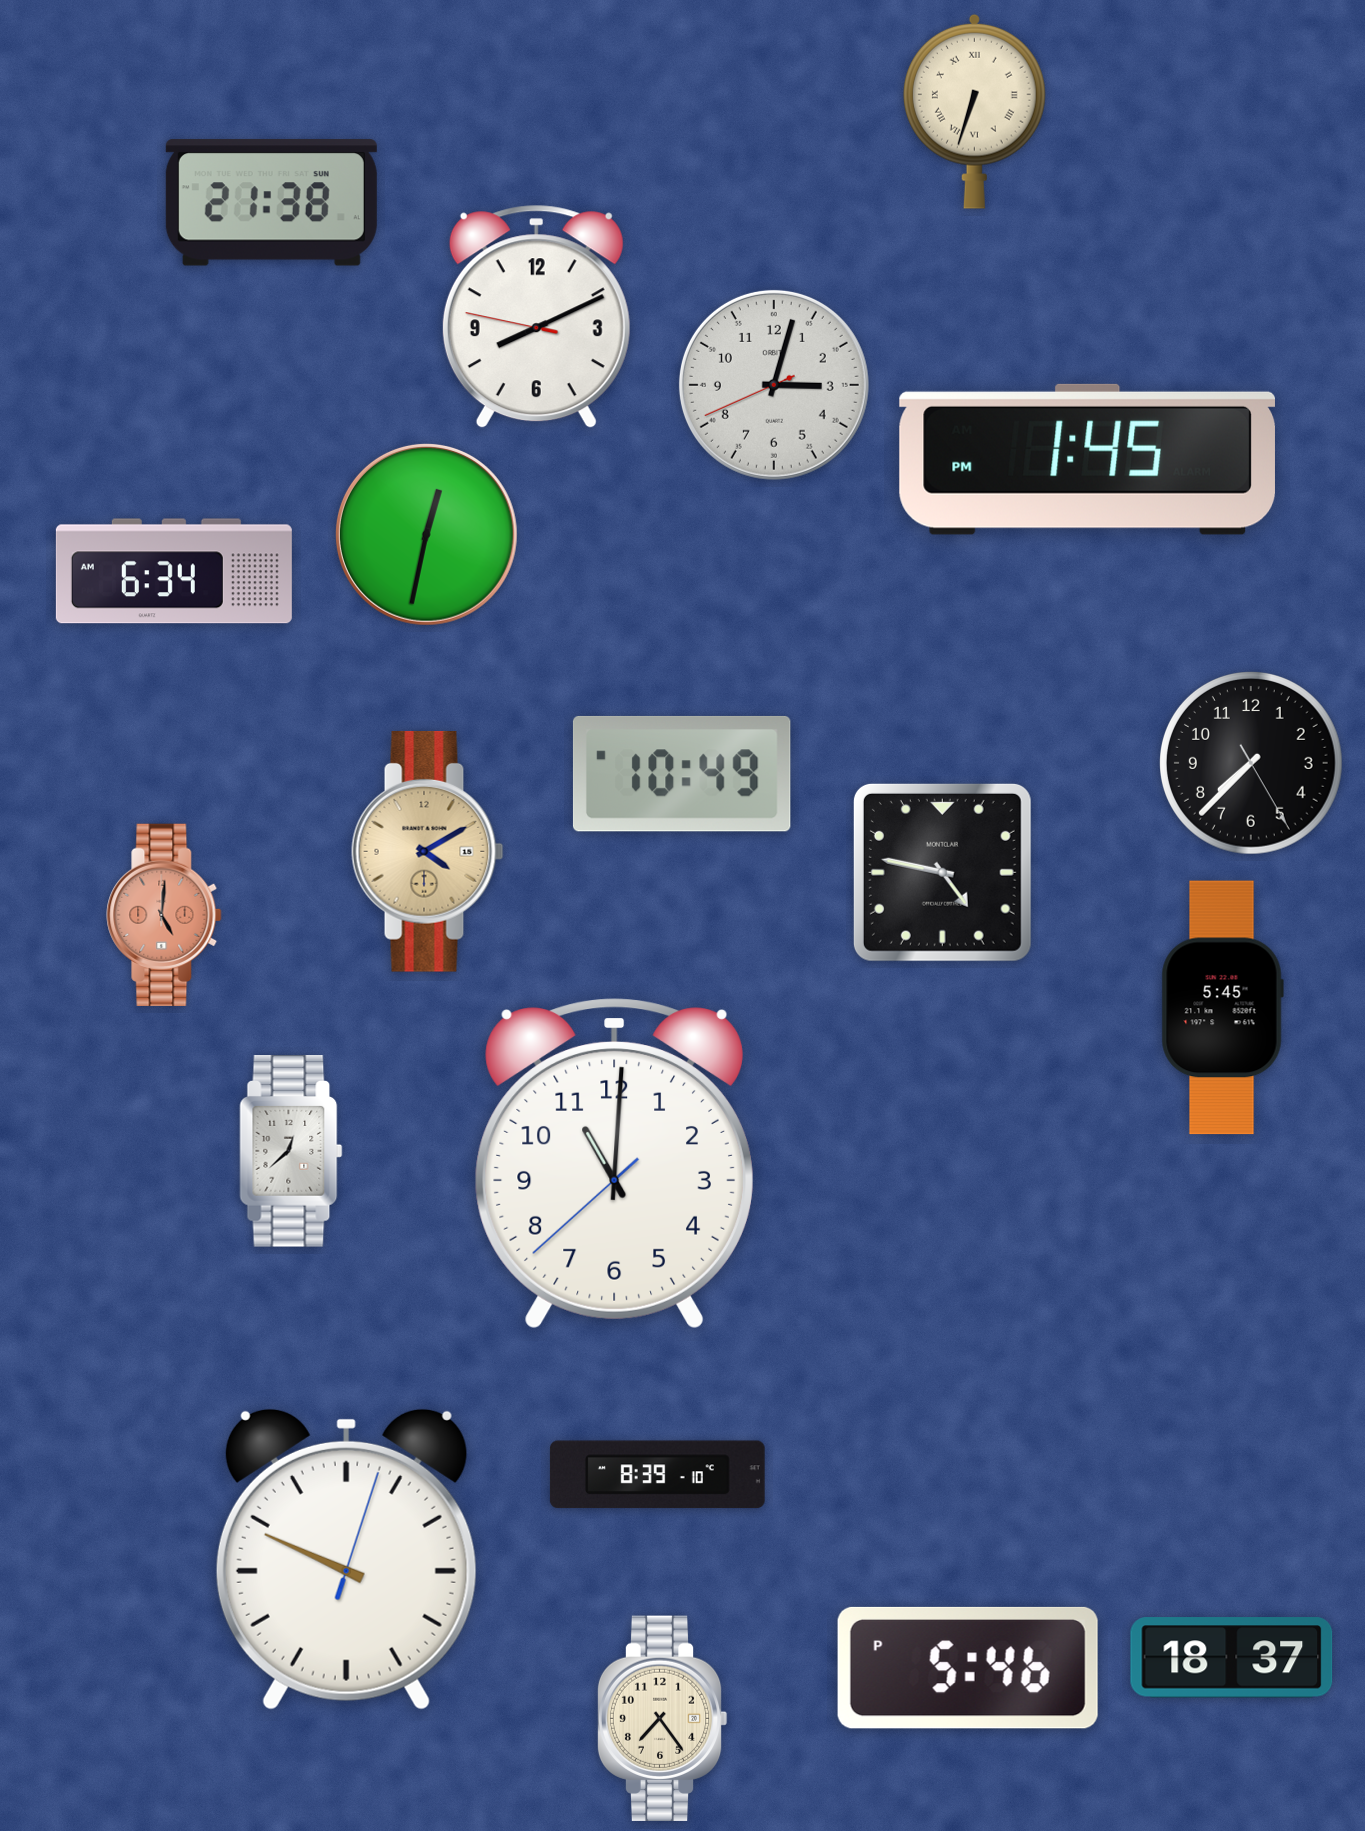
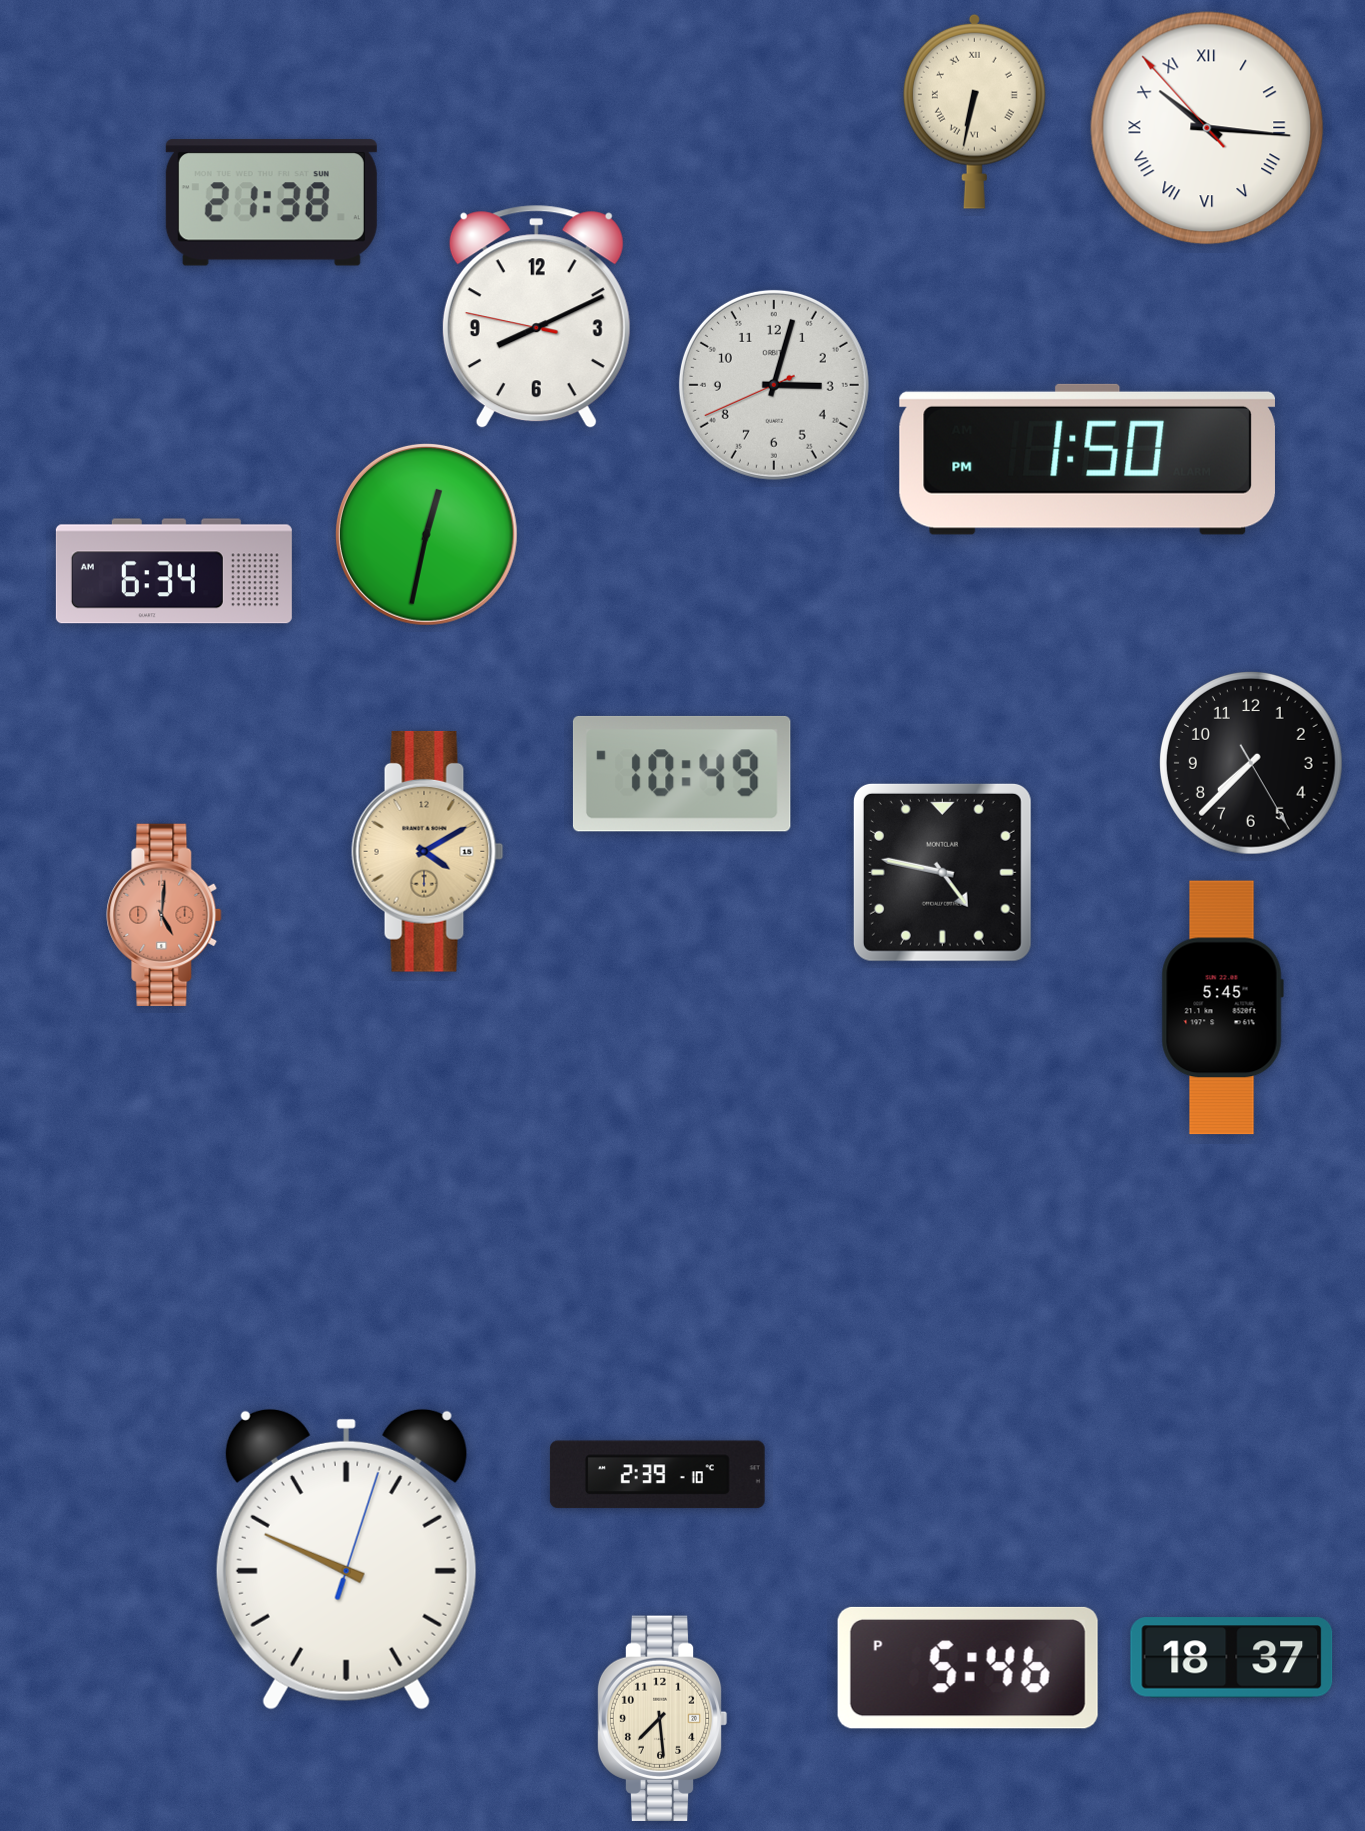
clock at (974, 111): 6:33 -> 6:32
clock at (1207, 128): none -> 10:15
clock at (1087, 459): 1:45 -> 1:50
clock at (291, 1151): 12:38 -> none
clock at (614, 1164): 11:00 -> none
clock at (657, 1475): 8:39 -> 2:39
clock at (662, 1718): 7:24 -> 7:29
